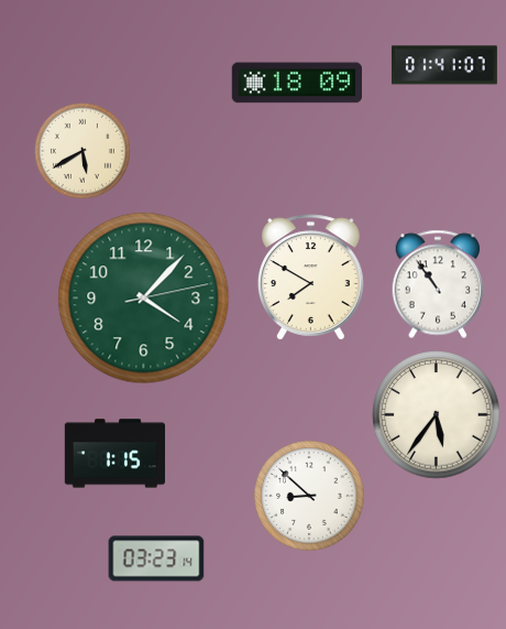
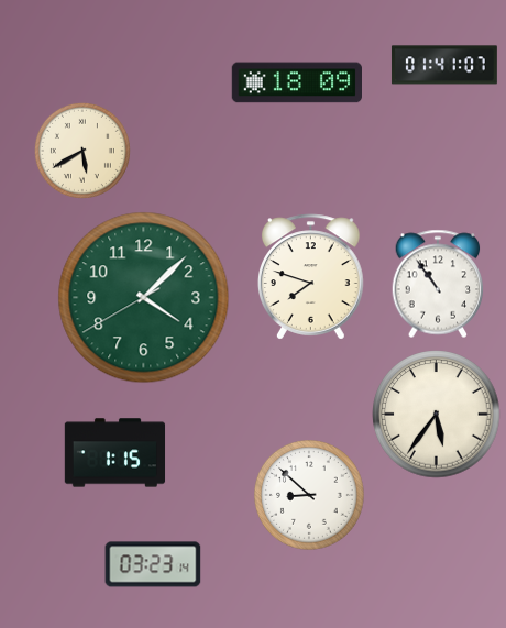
clock at (311, 278): 7:50 -> 7:48
clock at (144, 299): 4:07:13 -> 4:07:40
clock at (156, 558) position: (156, 558) -> (153, 564)
